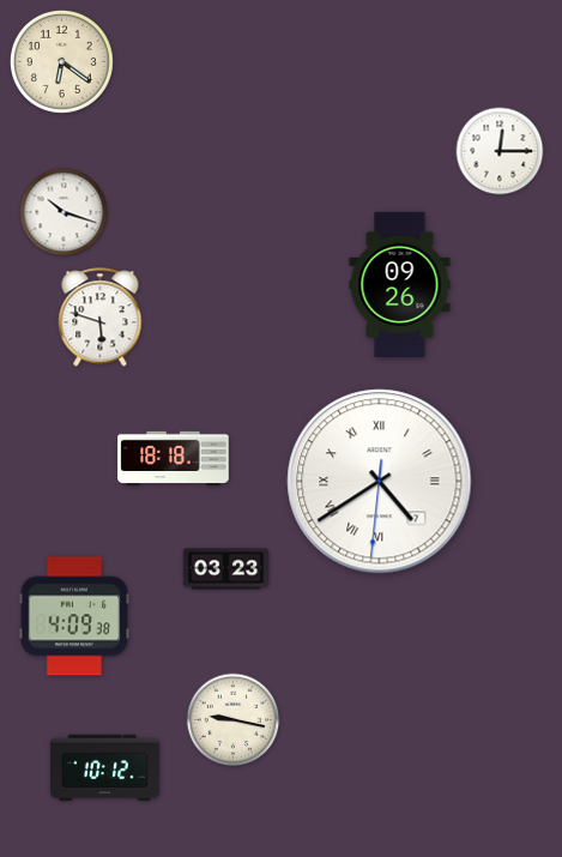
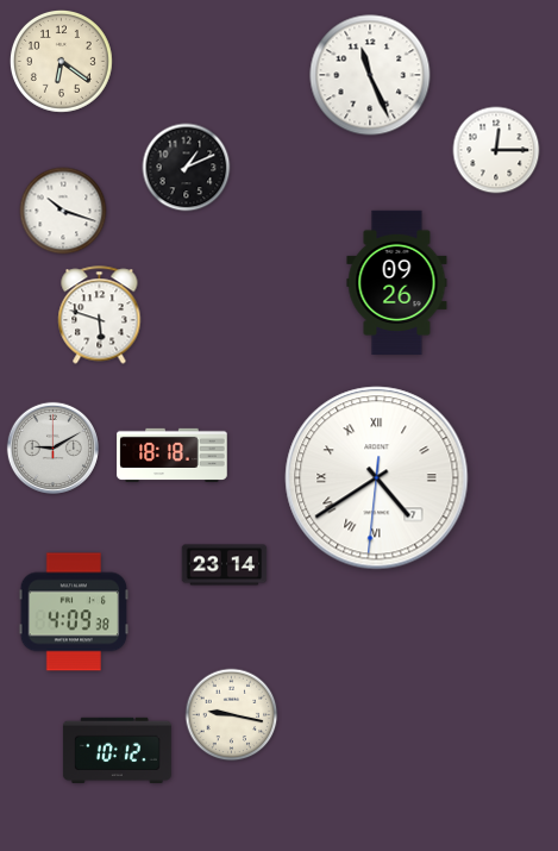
clock at (370, 75): none -> 11:26
clock at (187, 168): none -> 1:11
clock at (52, 448): none -> 9:10
clock at (226, 569): 03:23 -> 23:14
clock at (104, 768) position: (104, 768) -> (117, 751)
